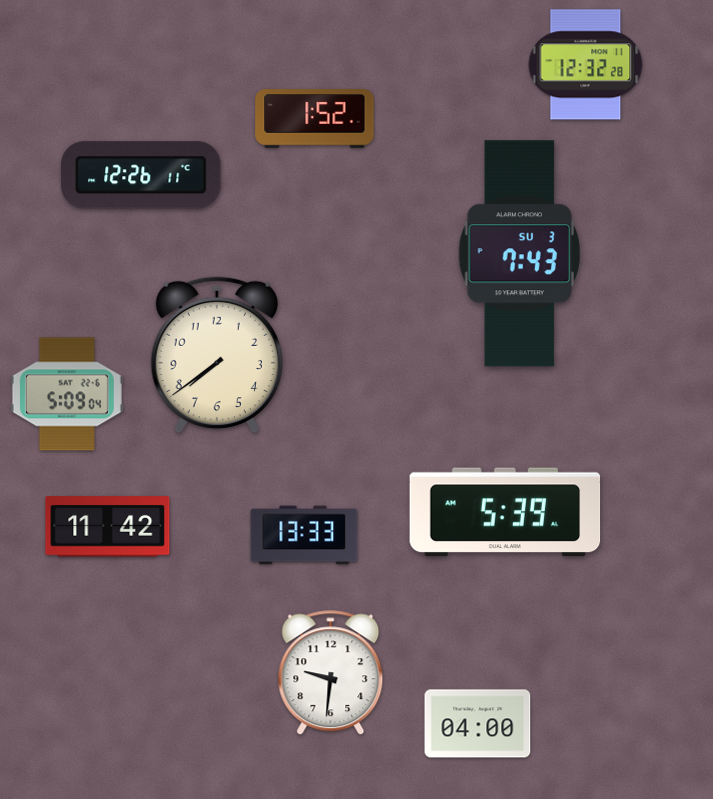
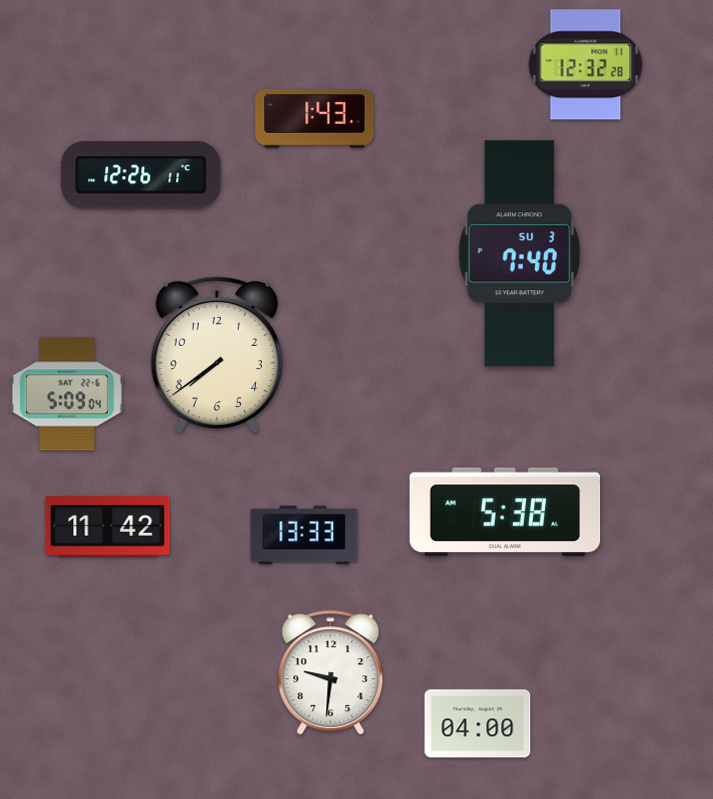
clock at (315, 119): 1:52 -> 1:43
clock at (519, 254): 7:43 -> 7:40
clock at (505, 512): 5:39 -> 5:38
